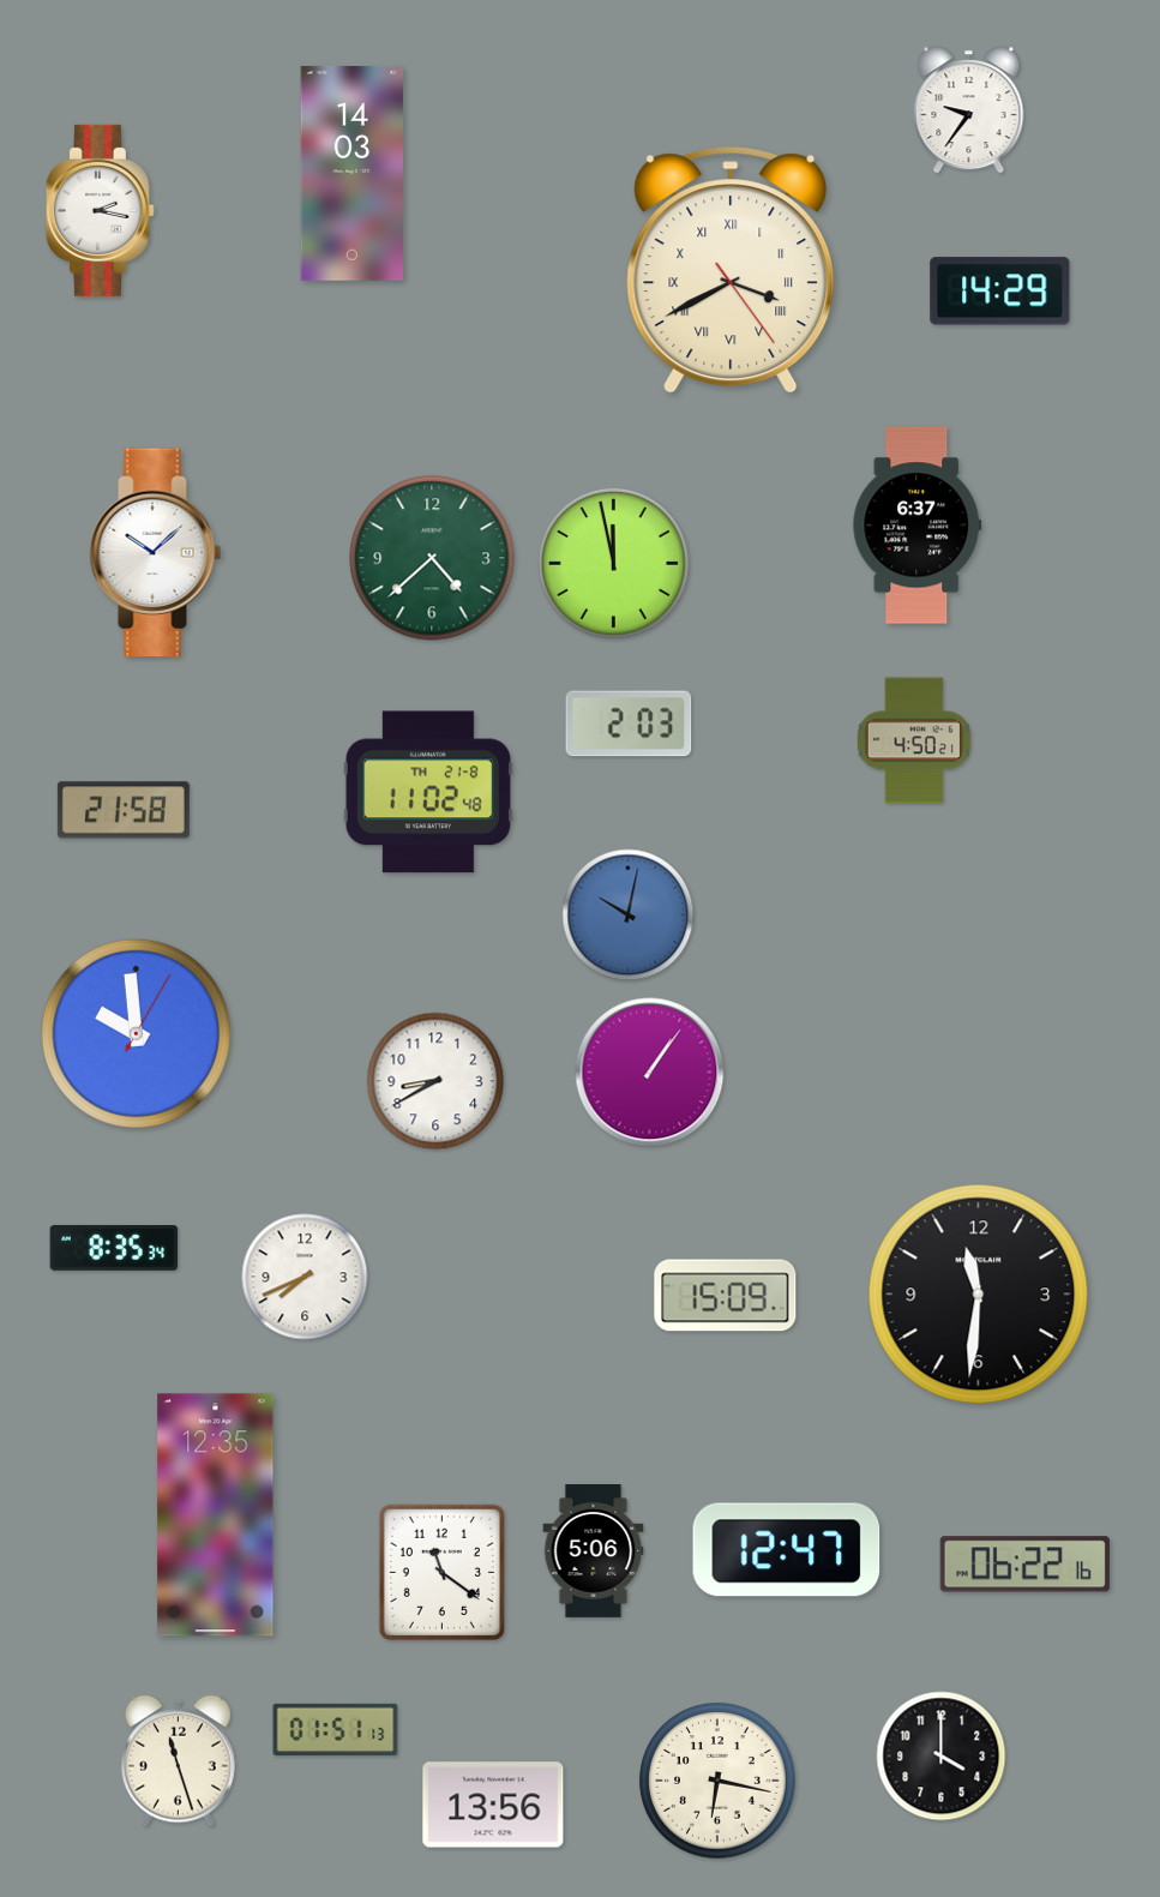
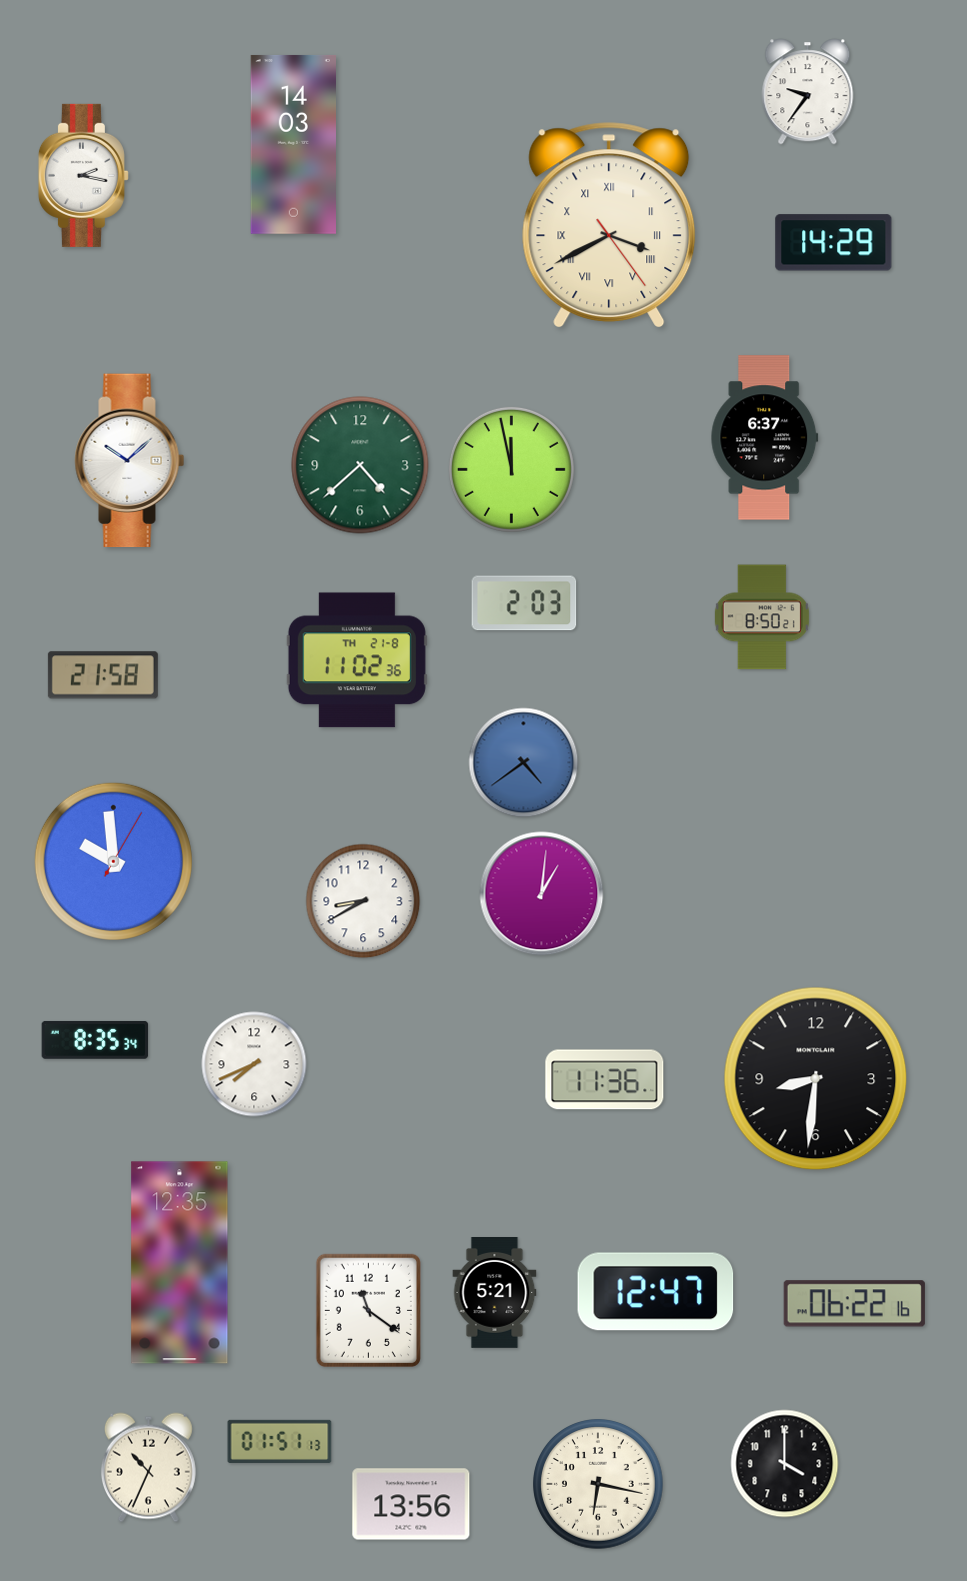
clock at (914, 740): 4:50 -> 8:50
clock at (428, 792): 11:02:48 -> 11:02:36
clock at (629, 916): 10:02 -> 4:39
clock at (650, 1073): 1:06 -> 1:01
clock at (979, 1295): 11:31 -> 8:31
clock at (726, 1296): 15:09 -> 11:36
clock at (594, 1551): 5:06 -> 5:21
clock at (178, 1761): 11:27 -> 10:34
